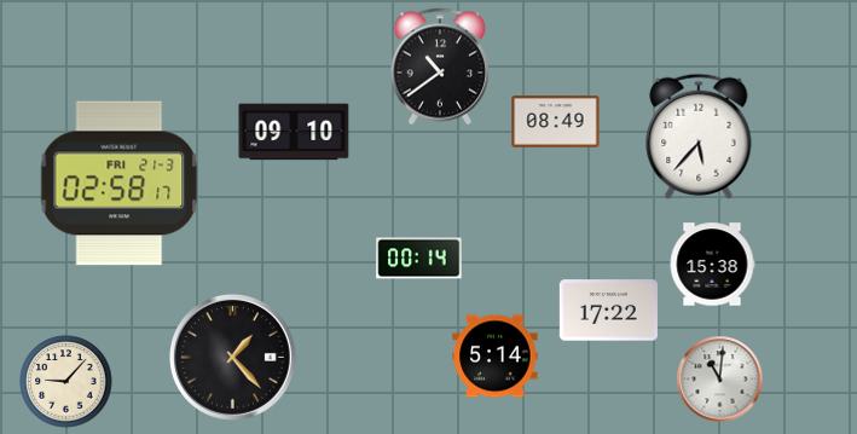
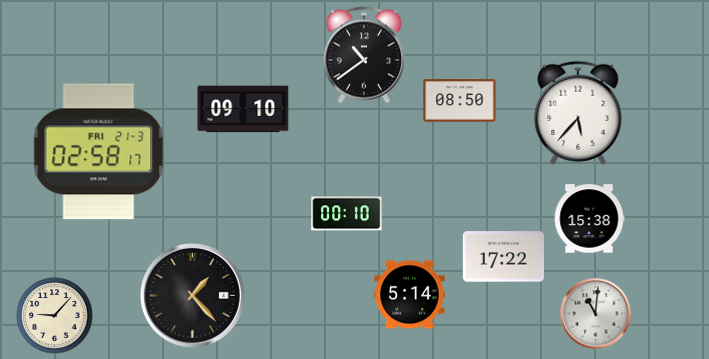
clock at (556, 122): 08:49 -> 08:50
clock at (419, 259): 00:14 -> 00:10
